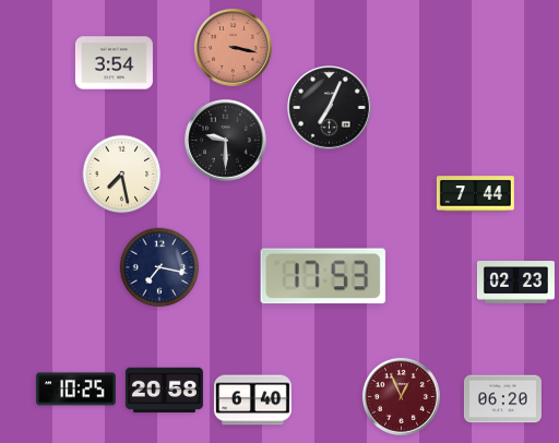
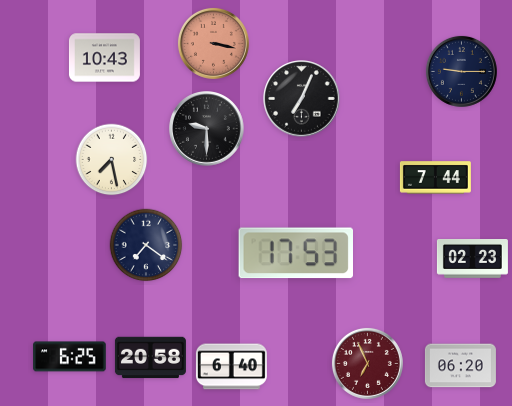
clock at (114, 63): 3:54 -> 10:43
clock at (461, 71): none -> 9:15
clock at (159, 267): 7:17 -> 7:21
clock at (76, 390): 10:25 -> 6:25
clock at (401, 396): 12:56 -> 6:56
